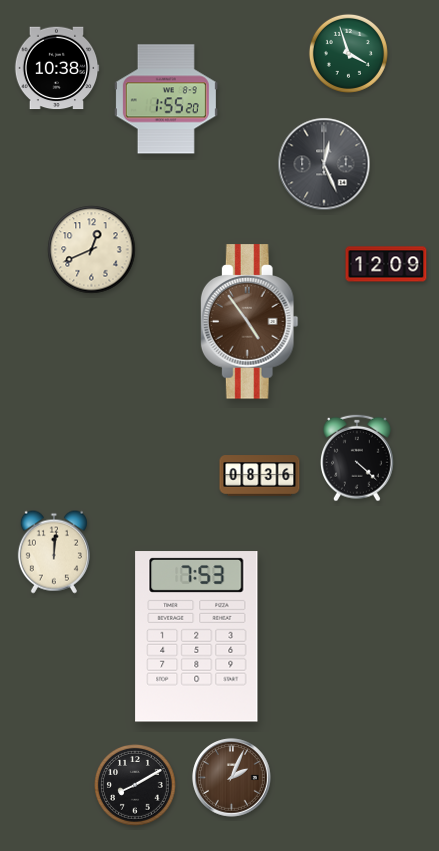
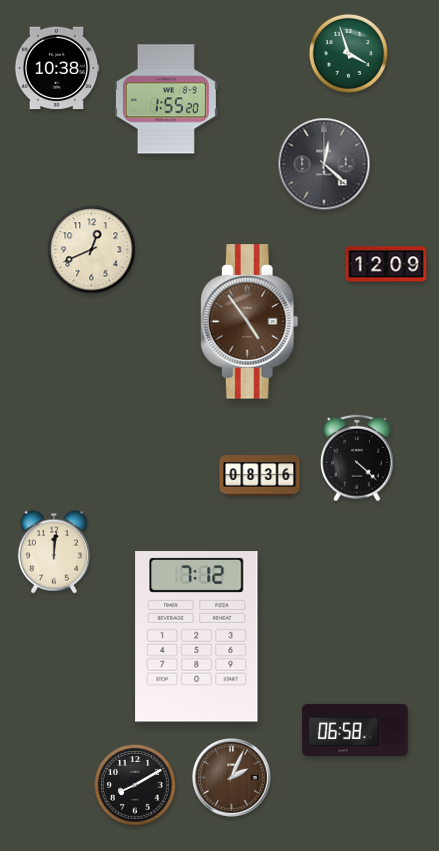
clock at (324, 164): 12:26 -> 12:22
clock at (197, 637): 7:53 -> 7:12
clock at (355, 730): none -> 06:58
